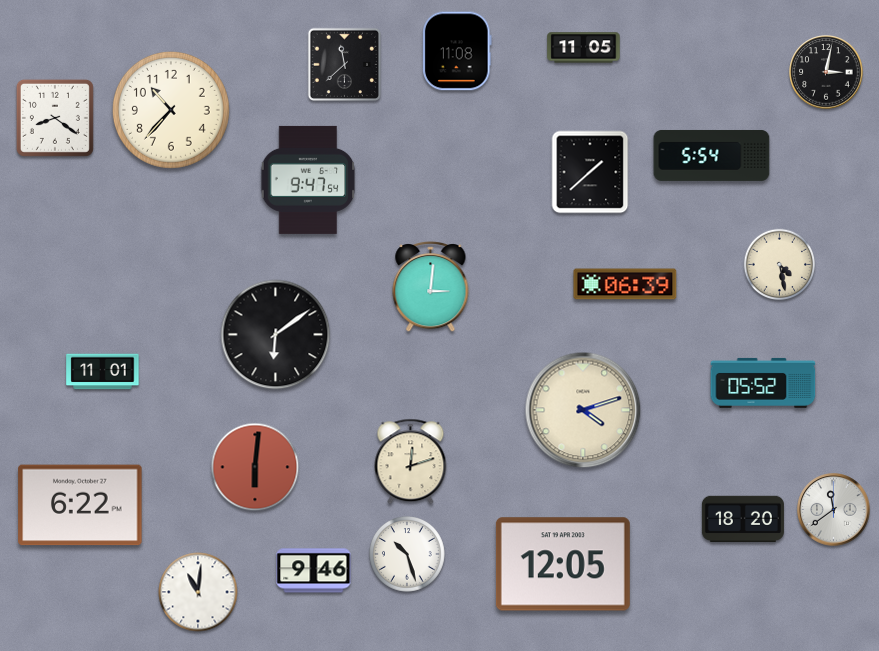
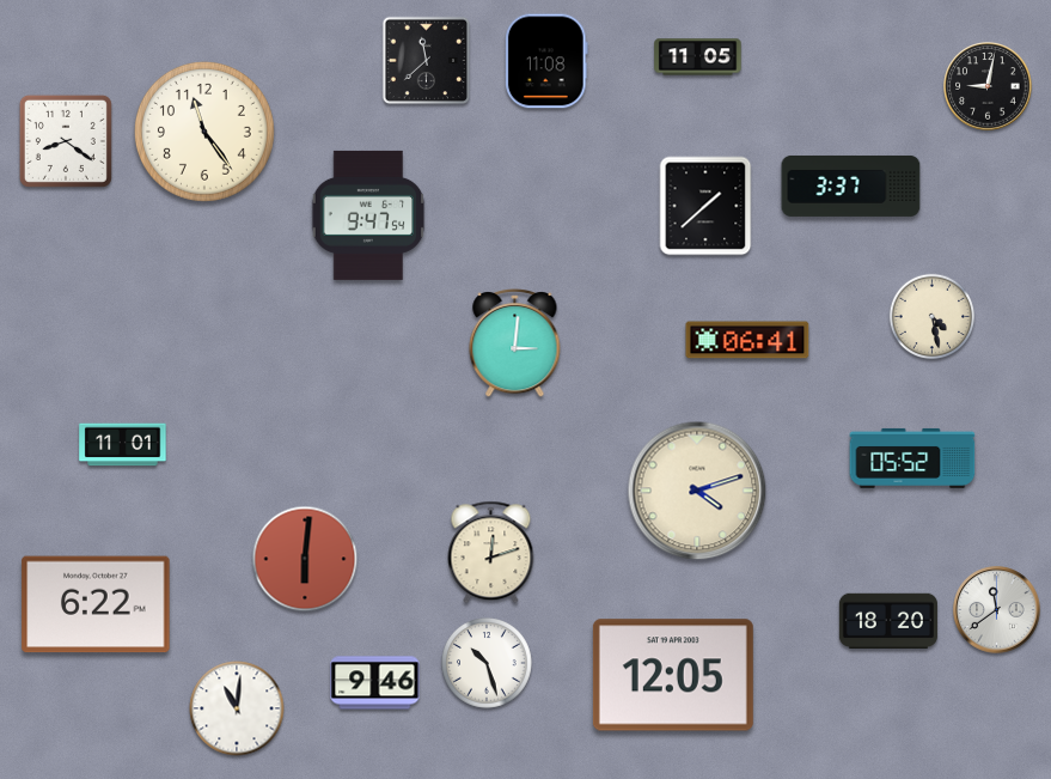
clock at (345, 65) position: (345, 65) -> (427, 61)
clock at (826, 72): 3:02 -> 9:02
clock at (171, 110): 10:37 -> 11:24
clock at (712, 155): 5:54 -> 3:37
clock at (625, 284): 06:39 -> 06:41
clock at (276, 335): 6:09 -> none
